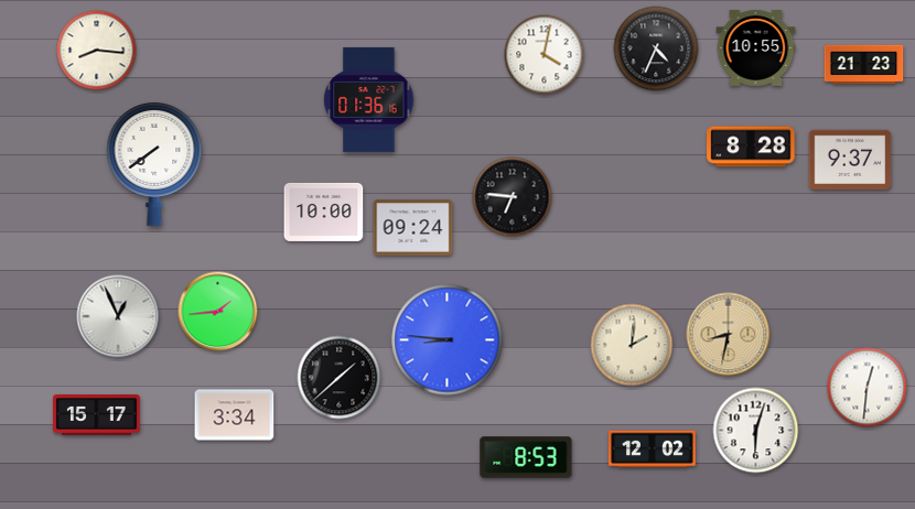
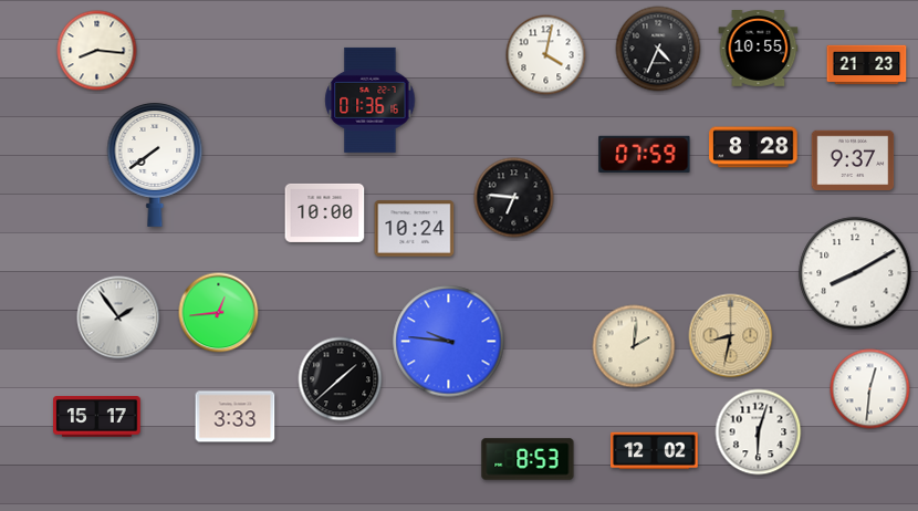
clock at (645, 154): none -> 07:59
clock at (413, 228): 09:24 -> 10:24
clock at (855, 273): none -> 8:10
clock at (218, 312): 1:44 -> 12:44
clock at (118, 316): 12:56 -> 1:54
clock at (448, 340): 8:46 -> 9:46
clock at (235, 415): 3:34 -> 3:33
